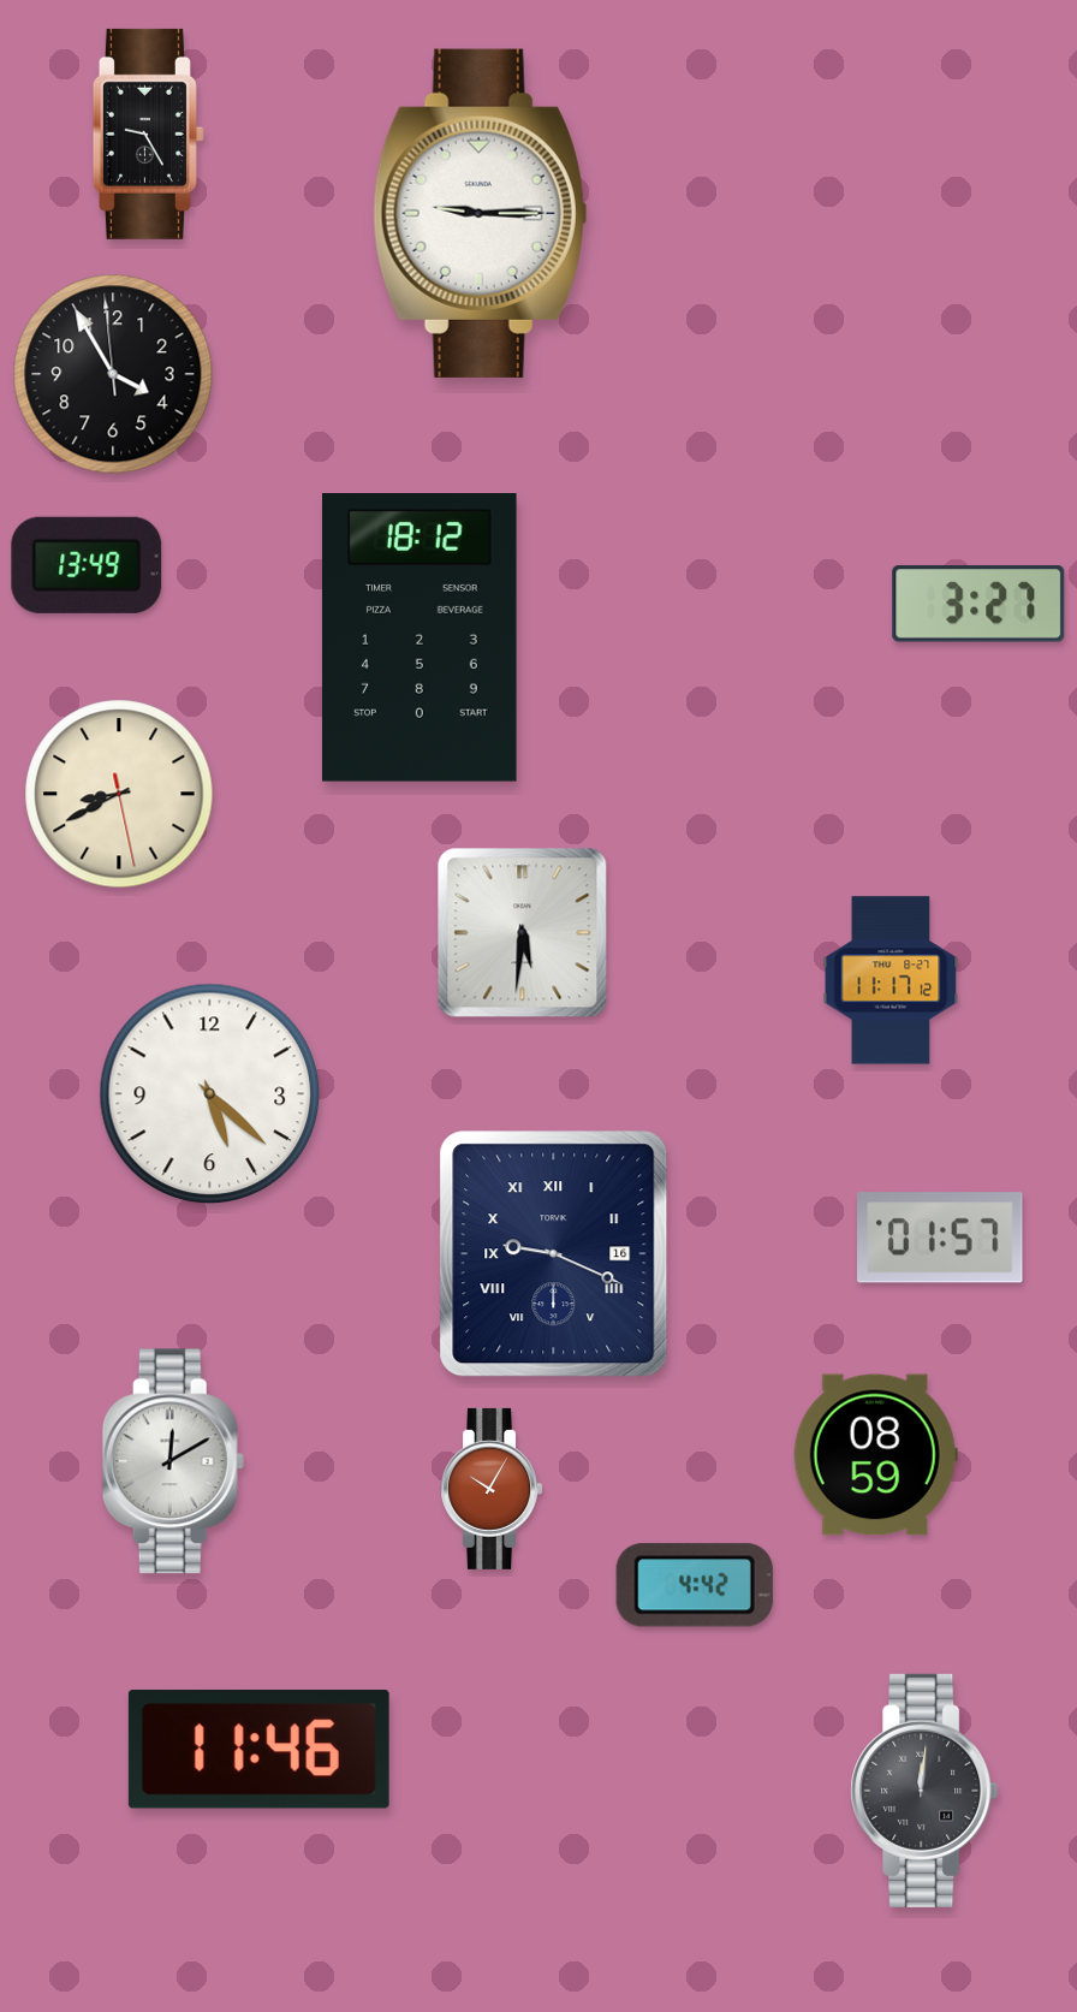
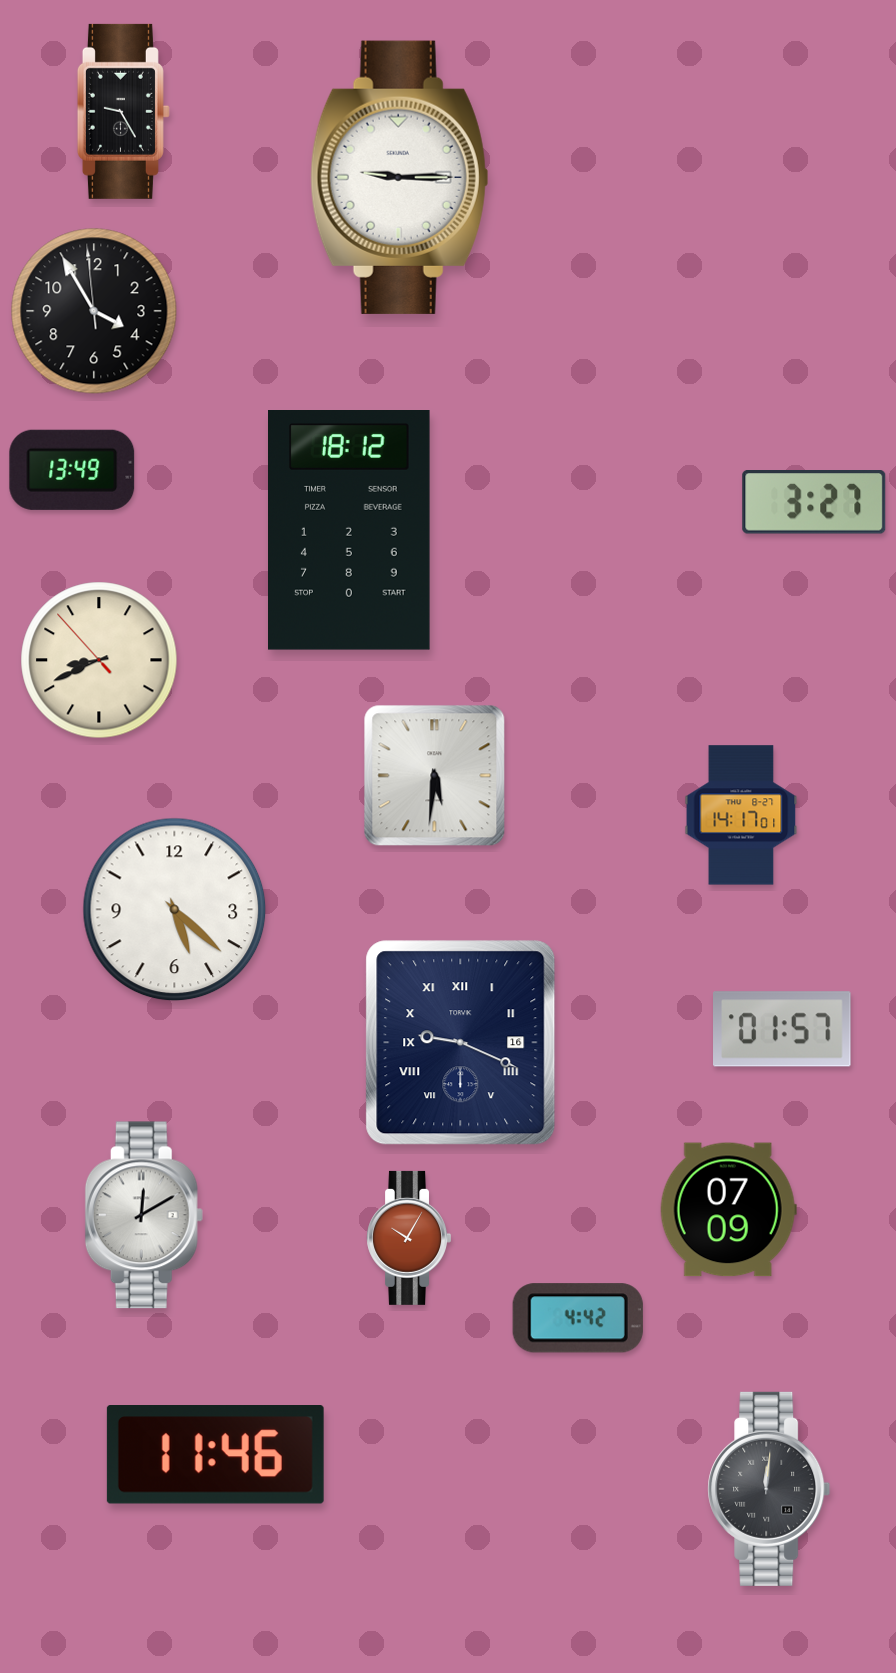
clock at (119, 794): 8:40:28 -> 8:40:53
clock at (891, 980): 11:17 -> 14:17
clock at (875, 1455): 08:59 -> 07:09
